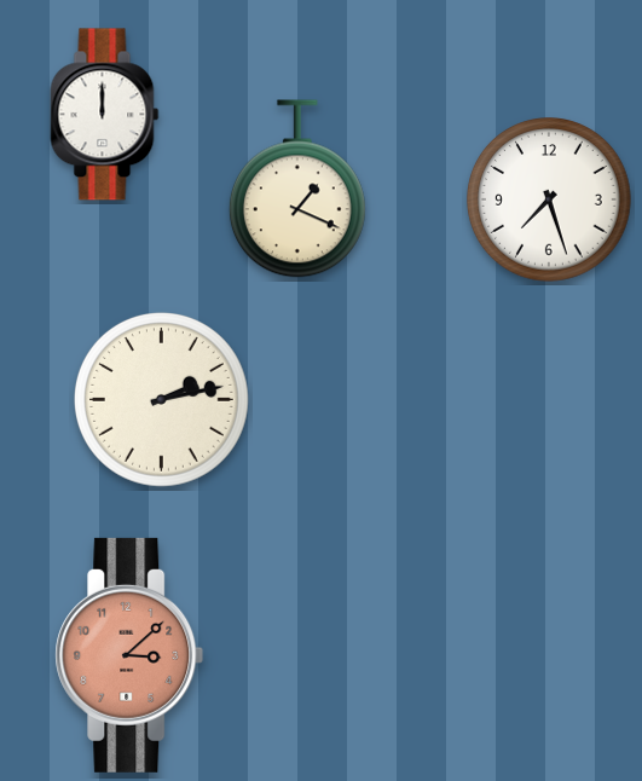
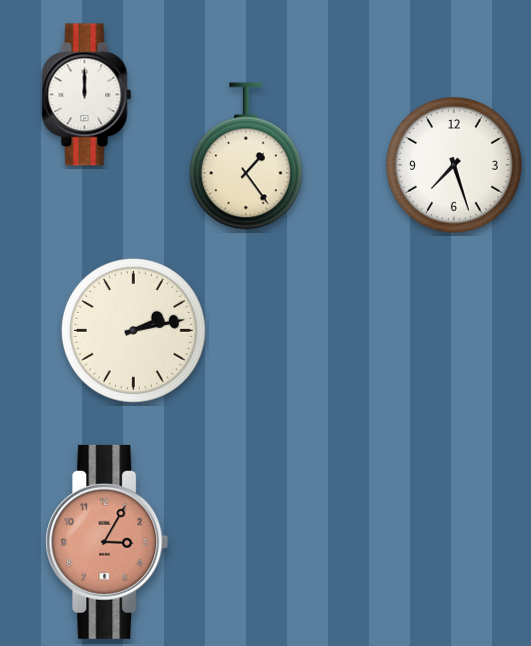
clock at (297, 189): 1:19 -> 1:24
clock at (129, 655): 3:08 -> 3:05
